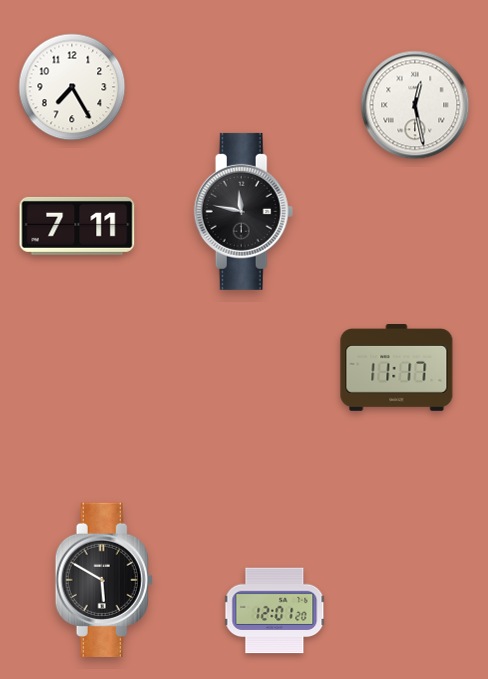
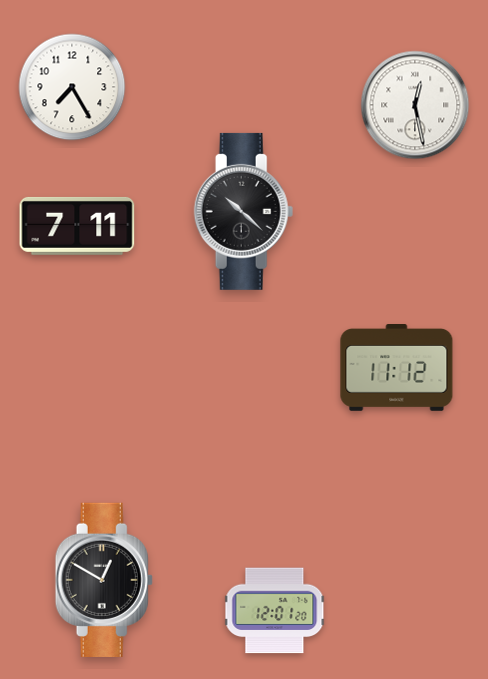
clock at (244, 211): 11:47 -> 10:22
clock at (397, 368): 11:17 -> 11:12
clock at (104, 579): 5:50 -> 12:50
